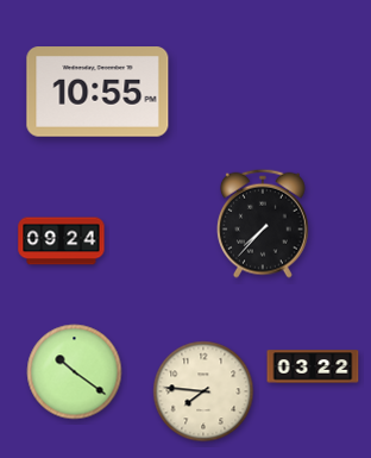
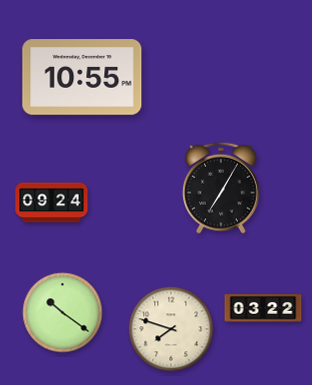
clock at (263, 224): 7:37 -> 7:05
clock at (203, 391): 7:46 -> 7:48
